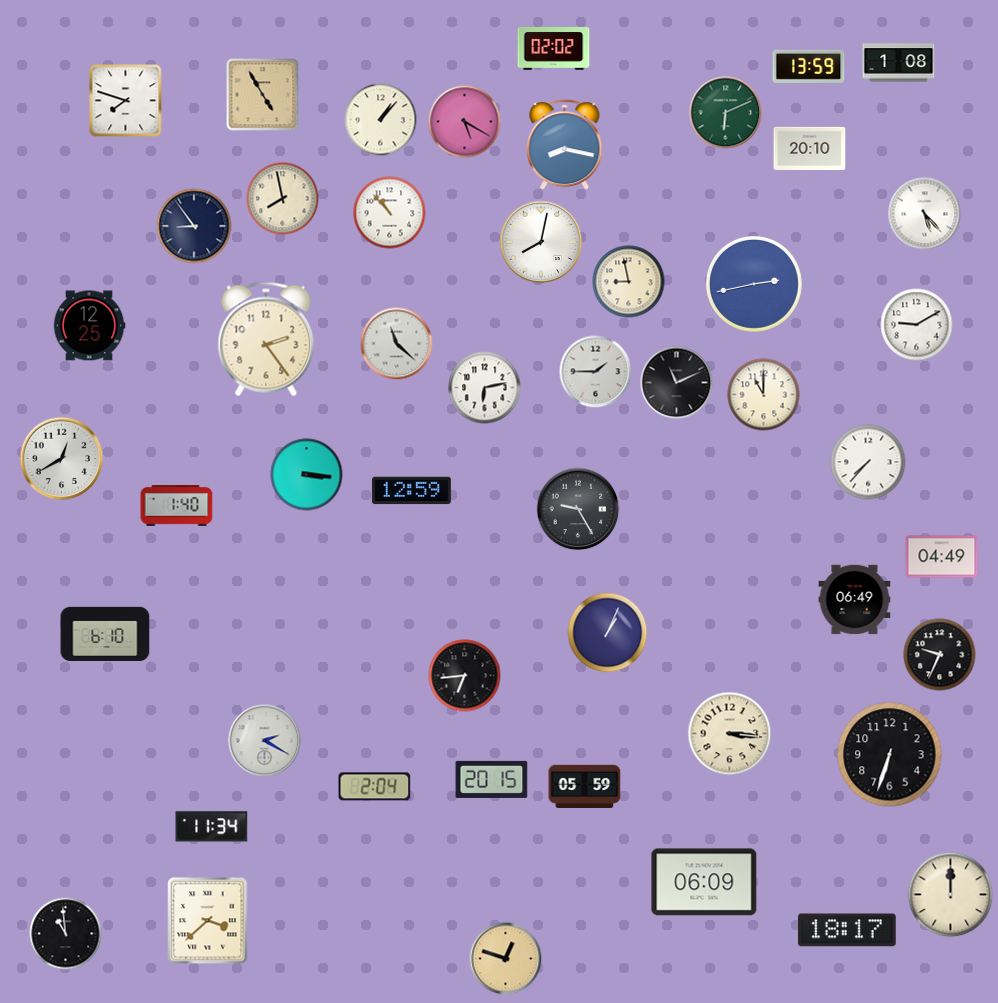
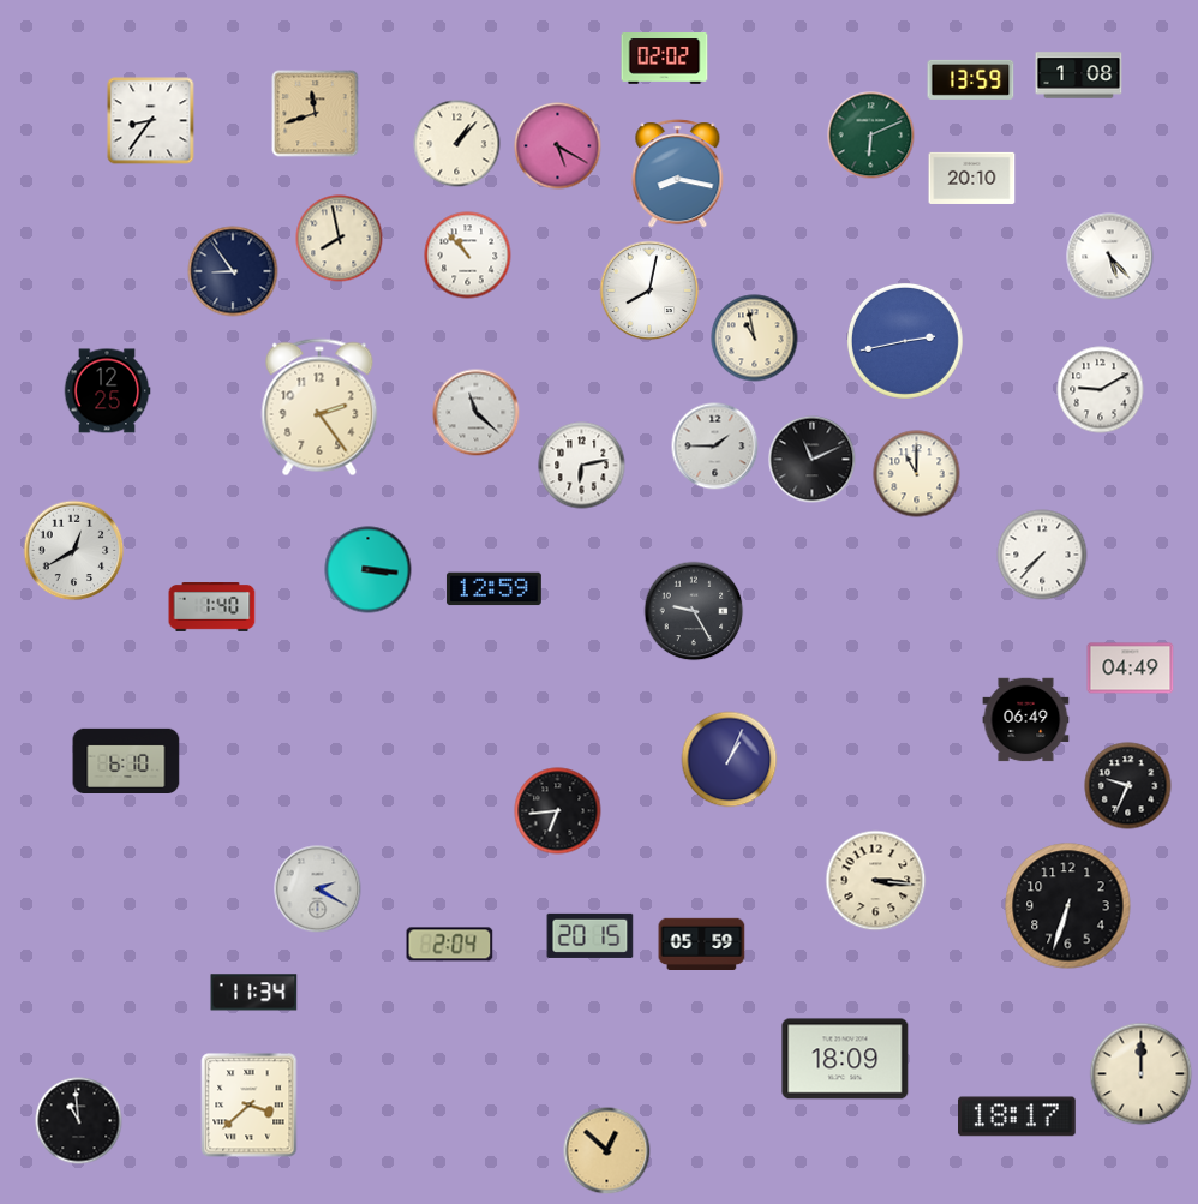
clock at (263, 95): 4:55 -> 11:42
clock at (126, 101): 7:48 -> 8:36
clock at (629, 282): 8:58 -> 10:58
clock at (704, 882): 06:09 -> 18:09
clock at (506, 959): 12:48 -> 12:52
